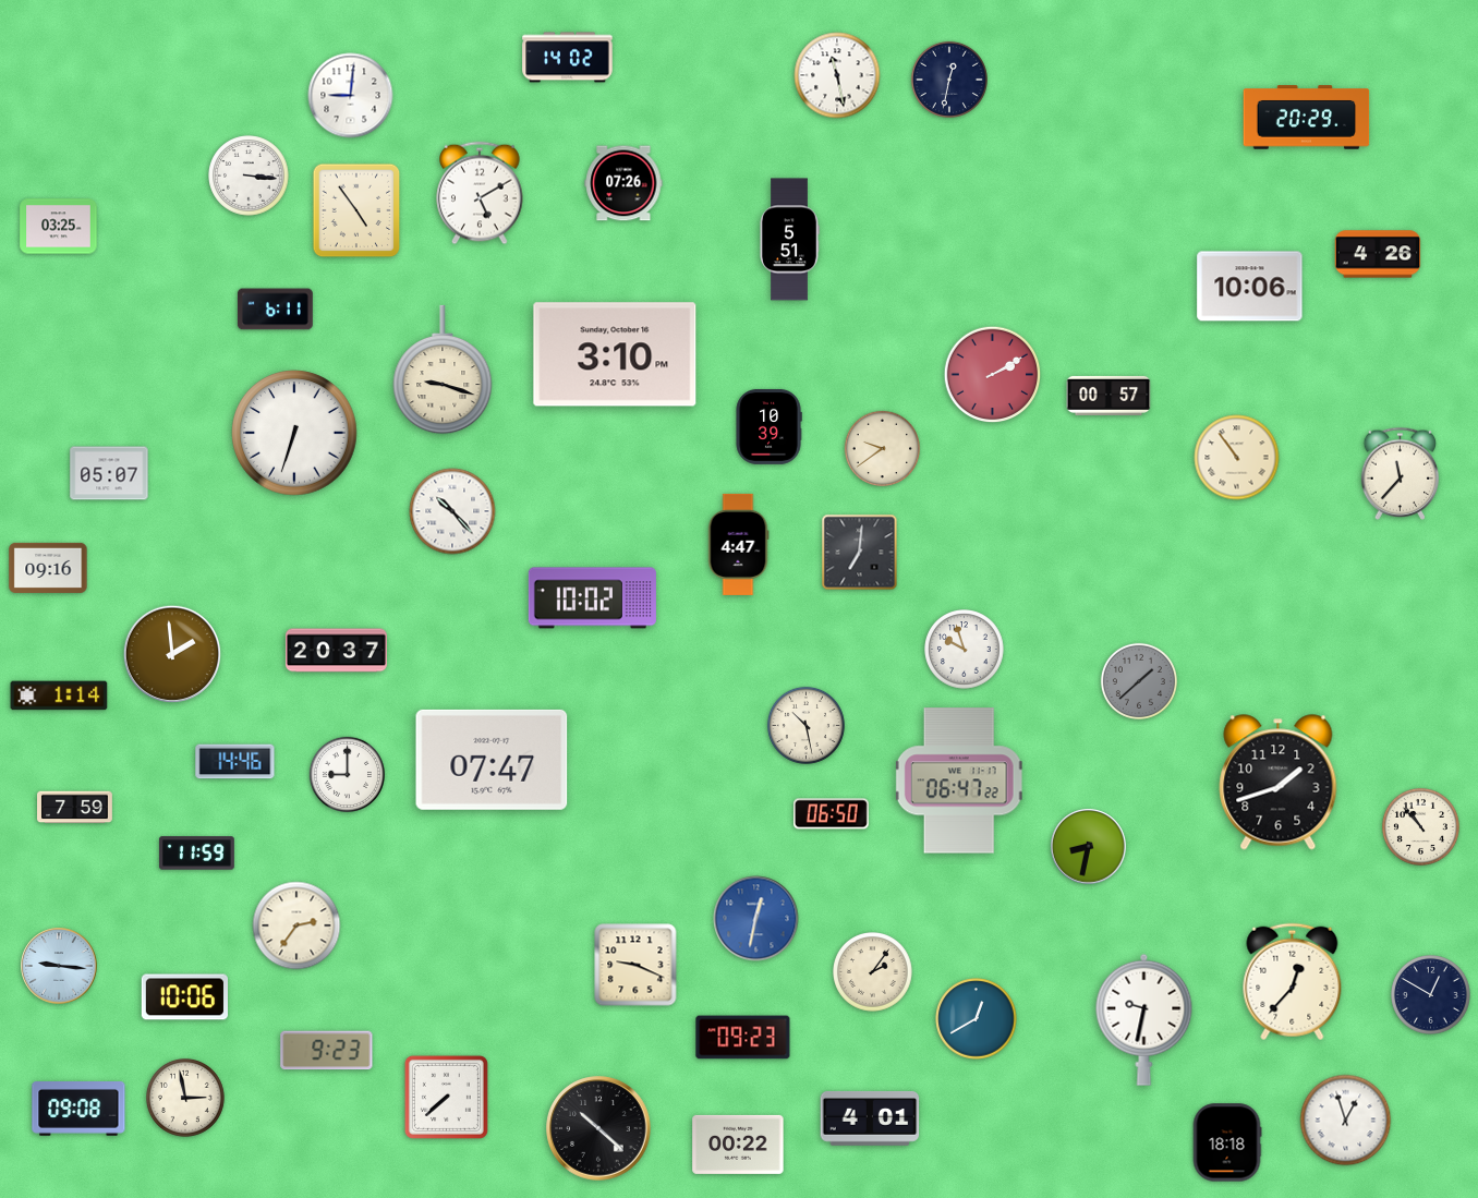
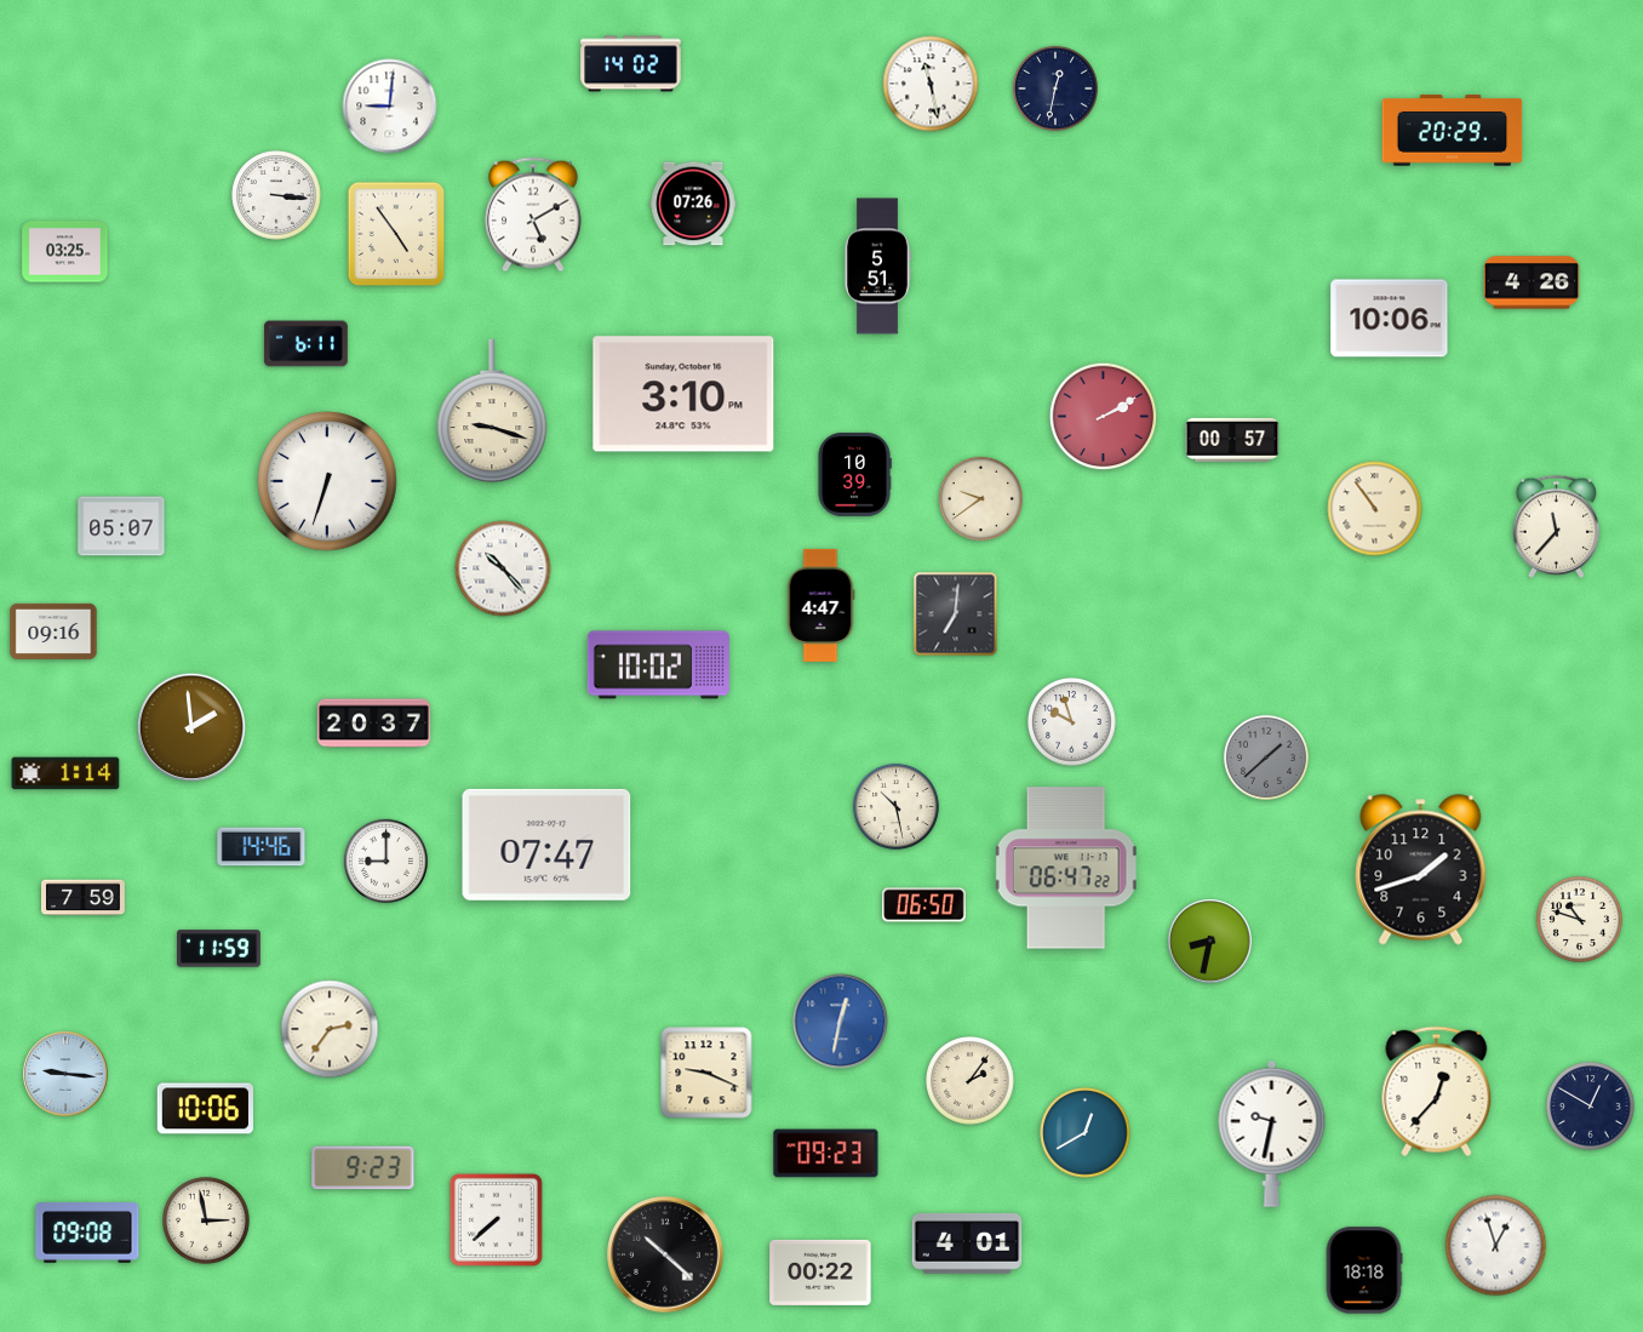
clock at (1420, 826): 10:53 -> 10:48
